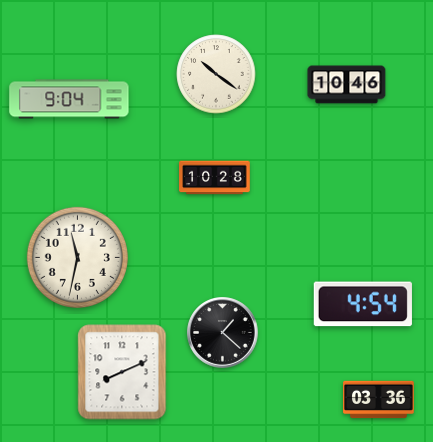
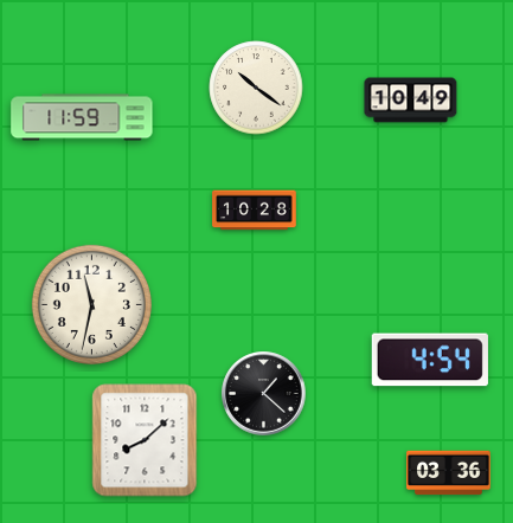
clock at (347, 85): 10:46 -> 10:49
clock at (69, 99): 9:04 -> 11:59
clock at (122, 372): 8:11 -> 8:08
